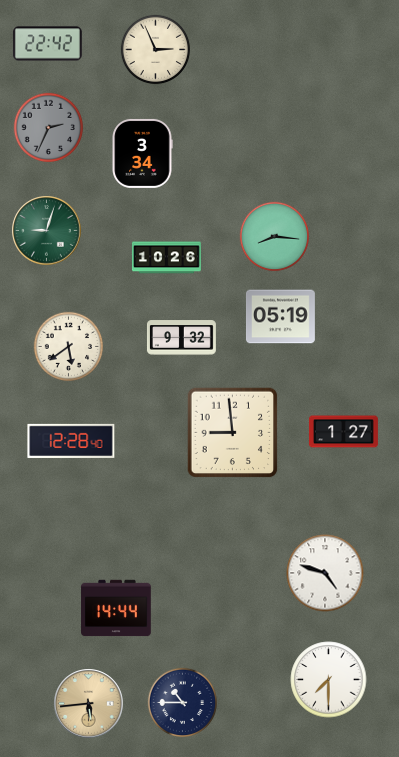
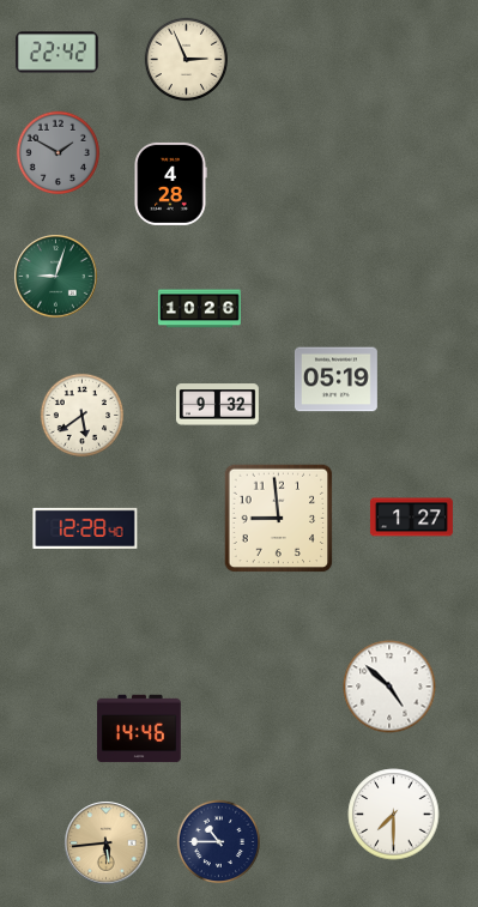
clock at (49, 128): 2:34 -> 1:50
clock at (142, 153): 3:34 -> 4:28
clock at (275, 237): 8:16 -> none
clock at (325, 573): 4:48 -> 4:52
clock at (116, 608): 14:44 -> 14:46
